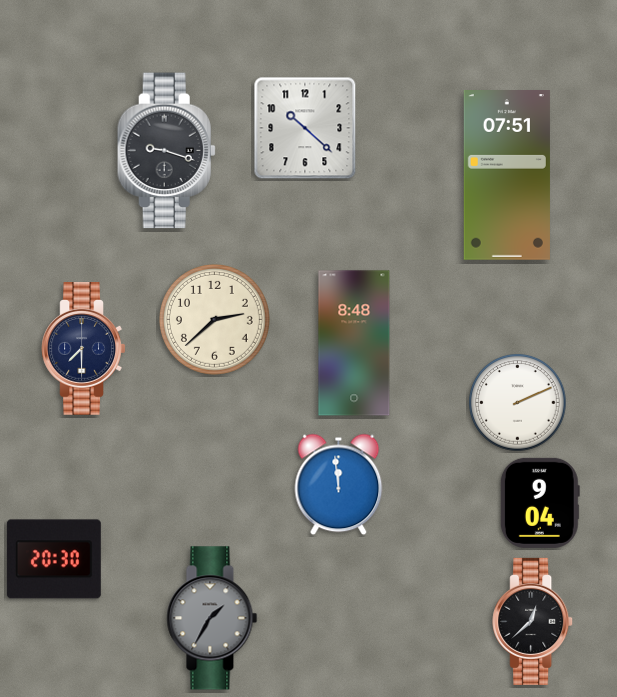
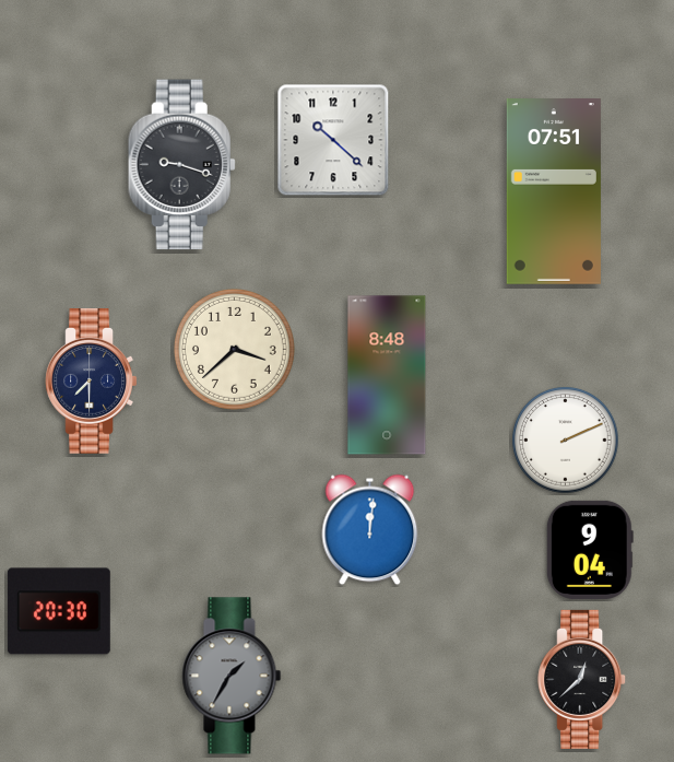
clock at (214, 319): 2:38 -> 3:38
clock at (339, 485): 11:59 -> 12:01
